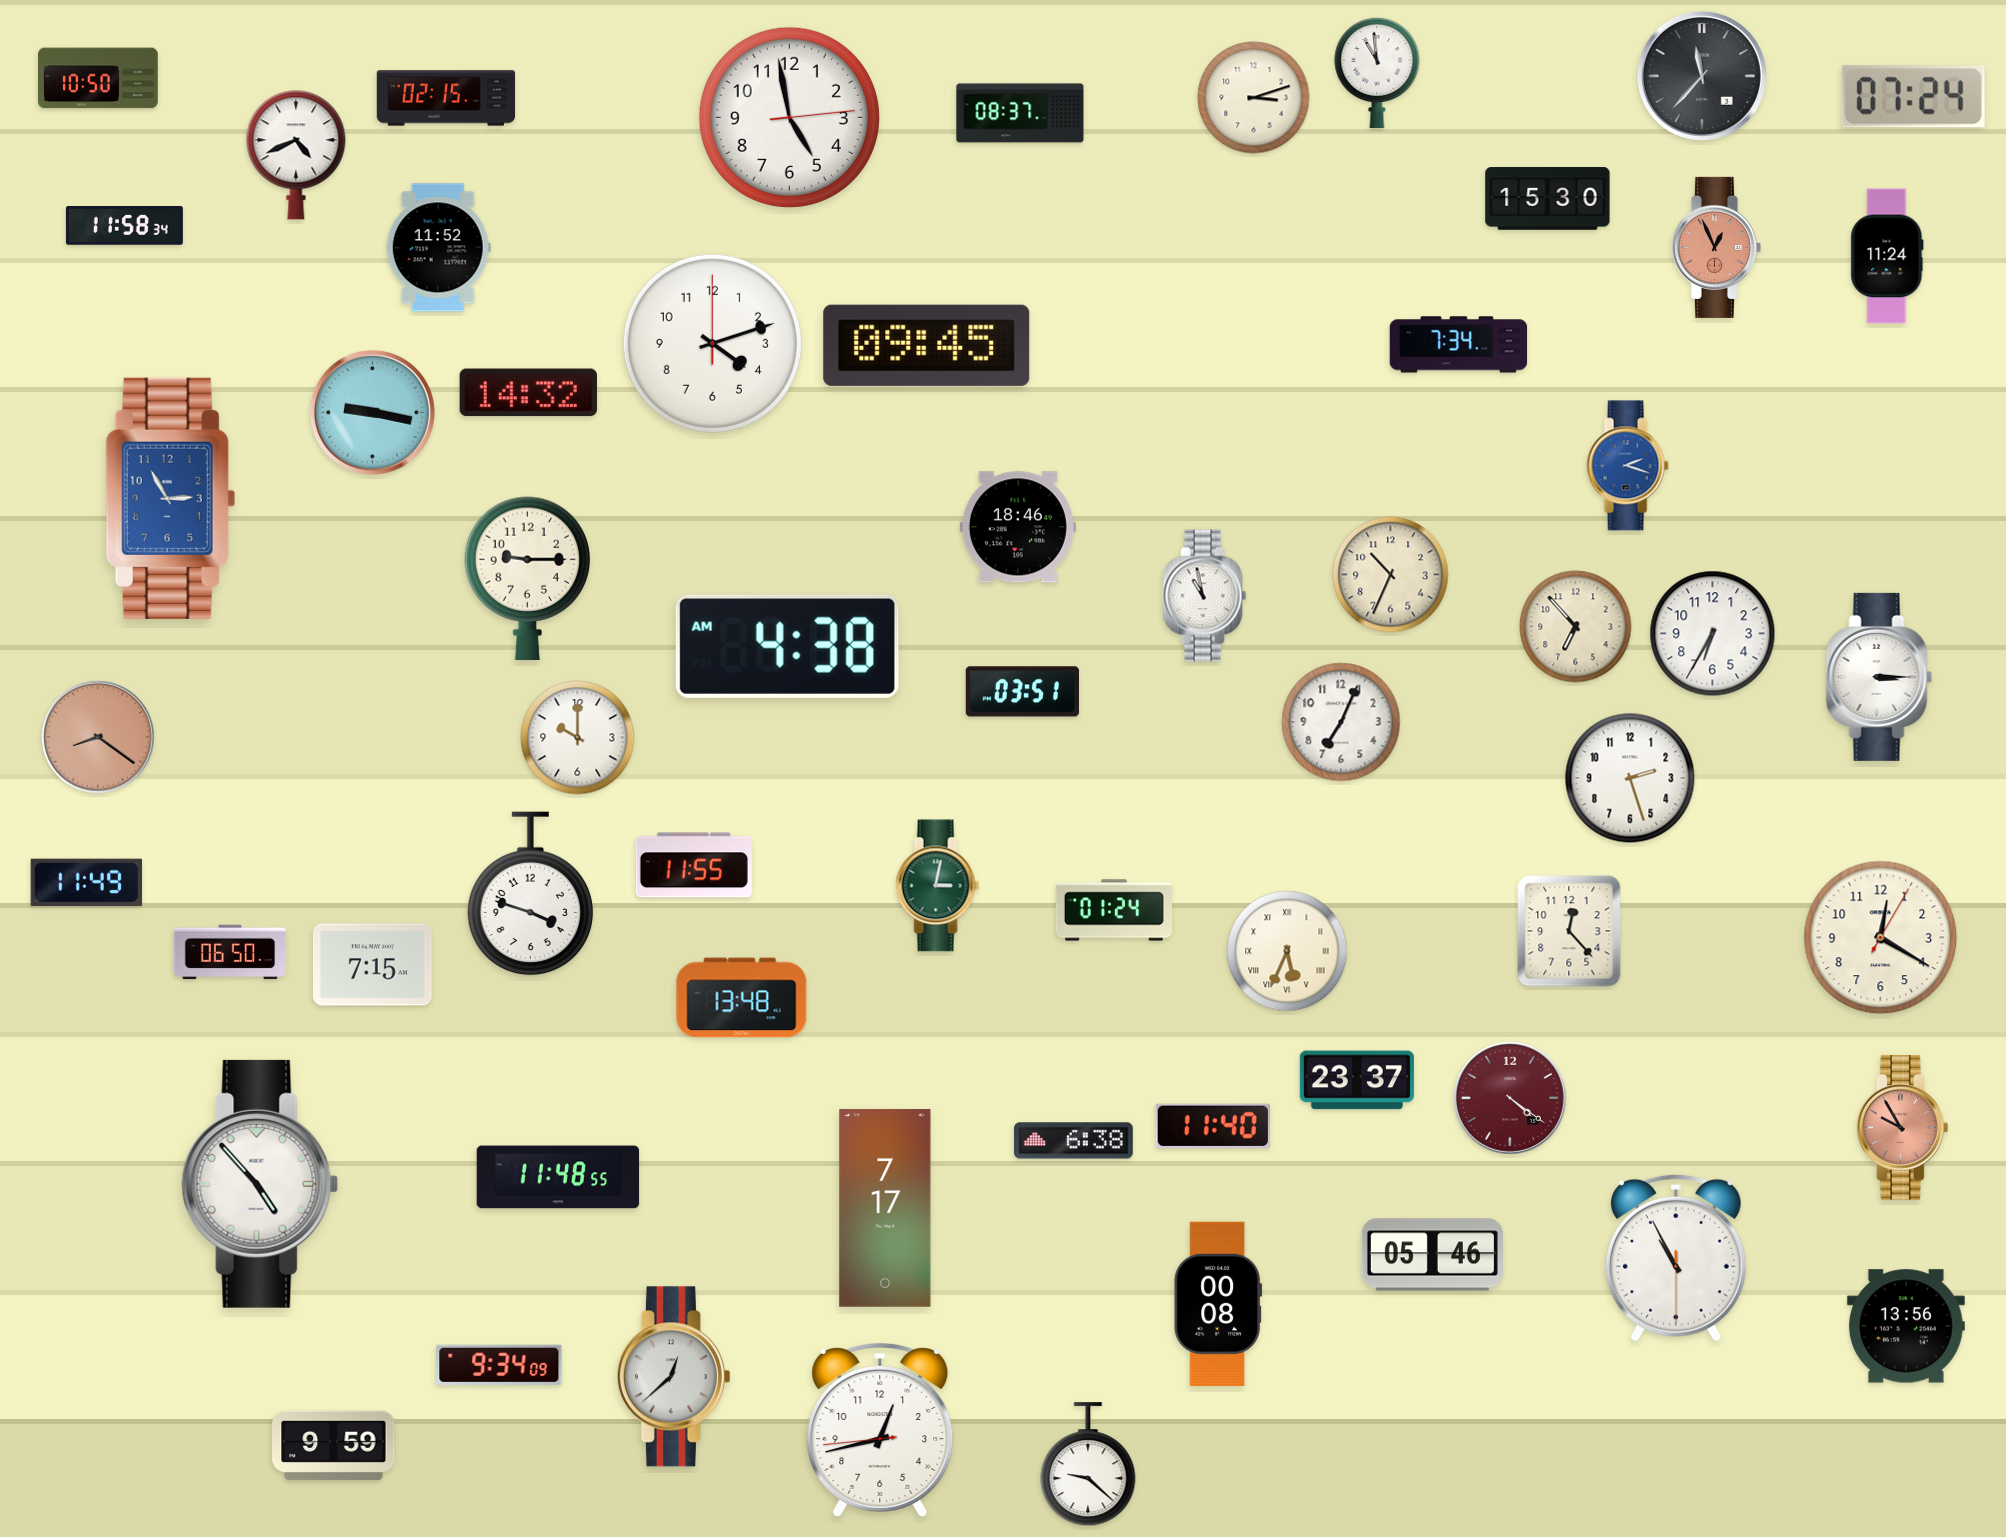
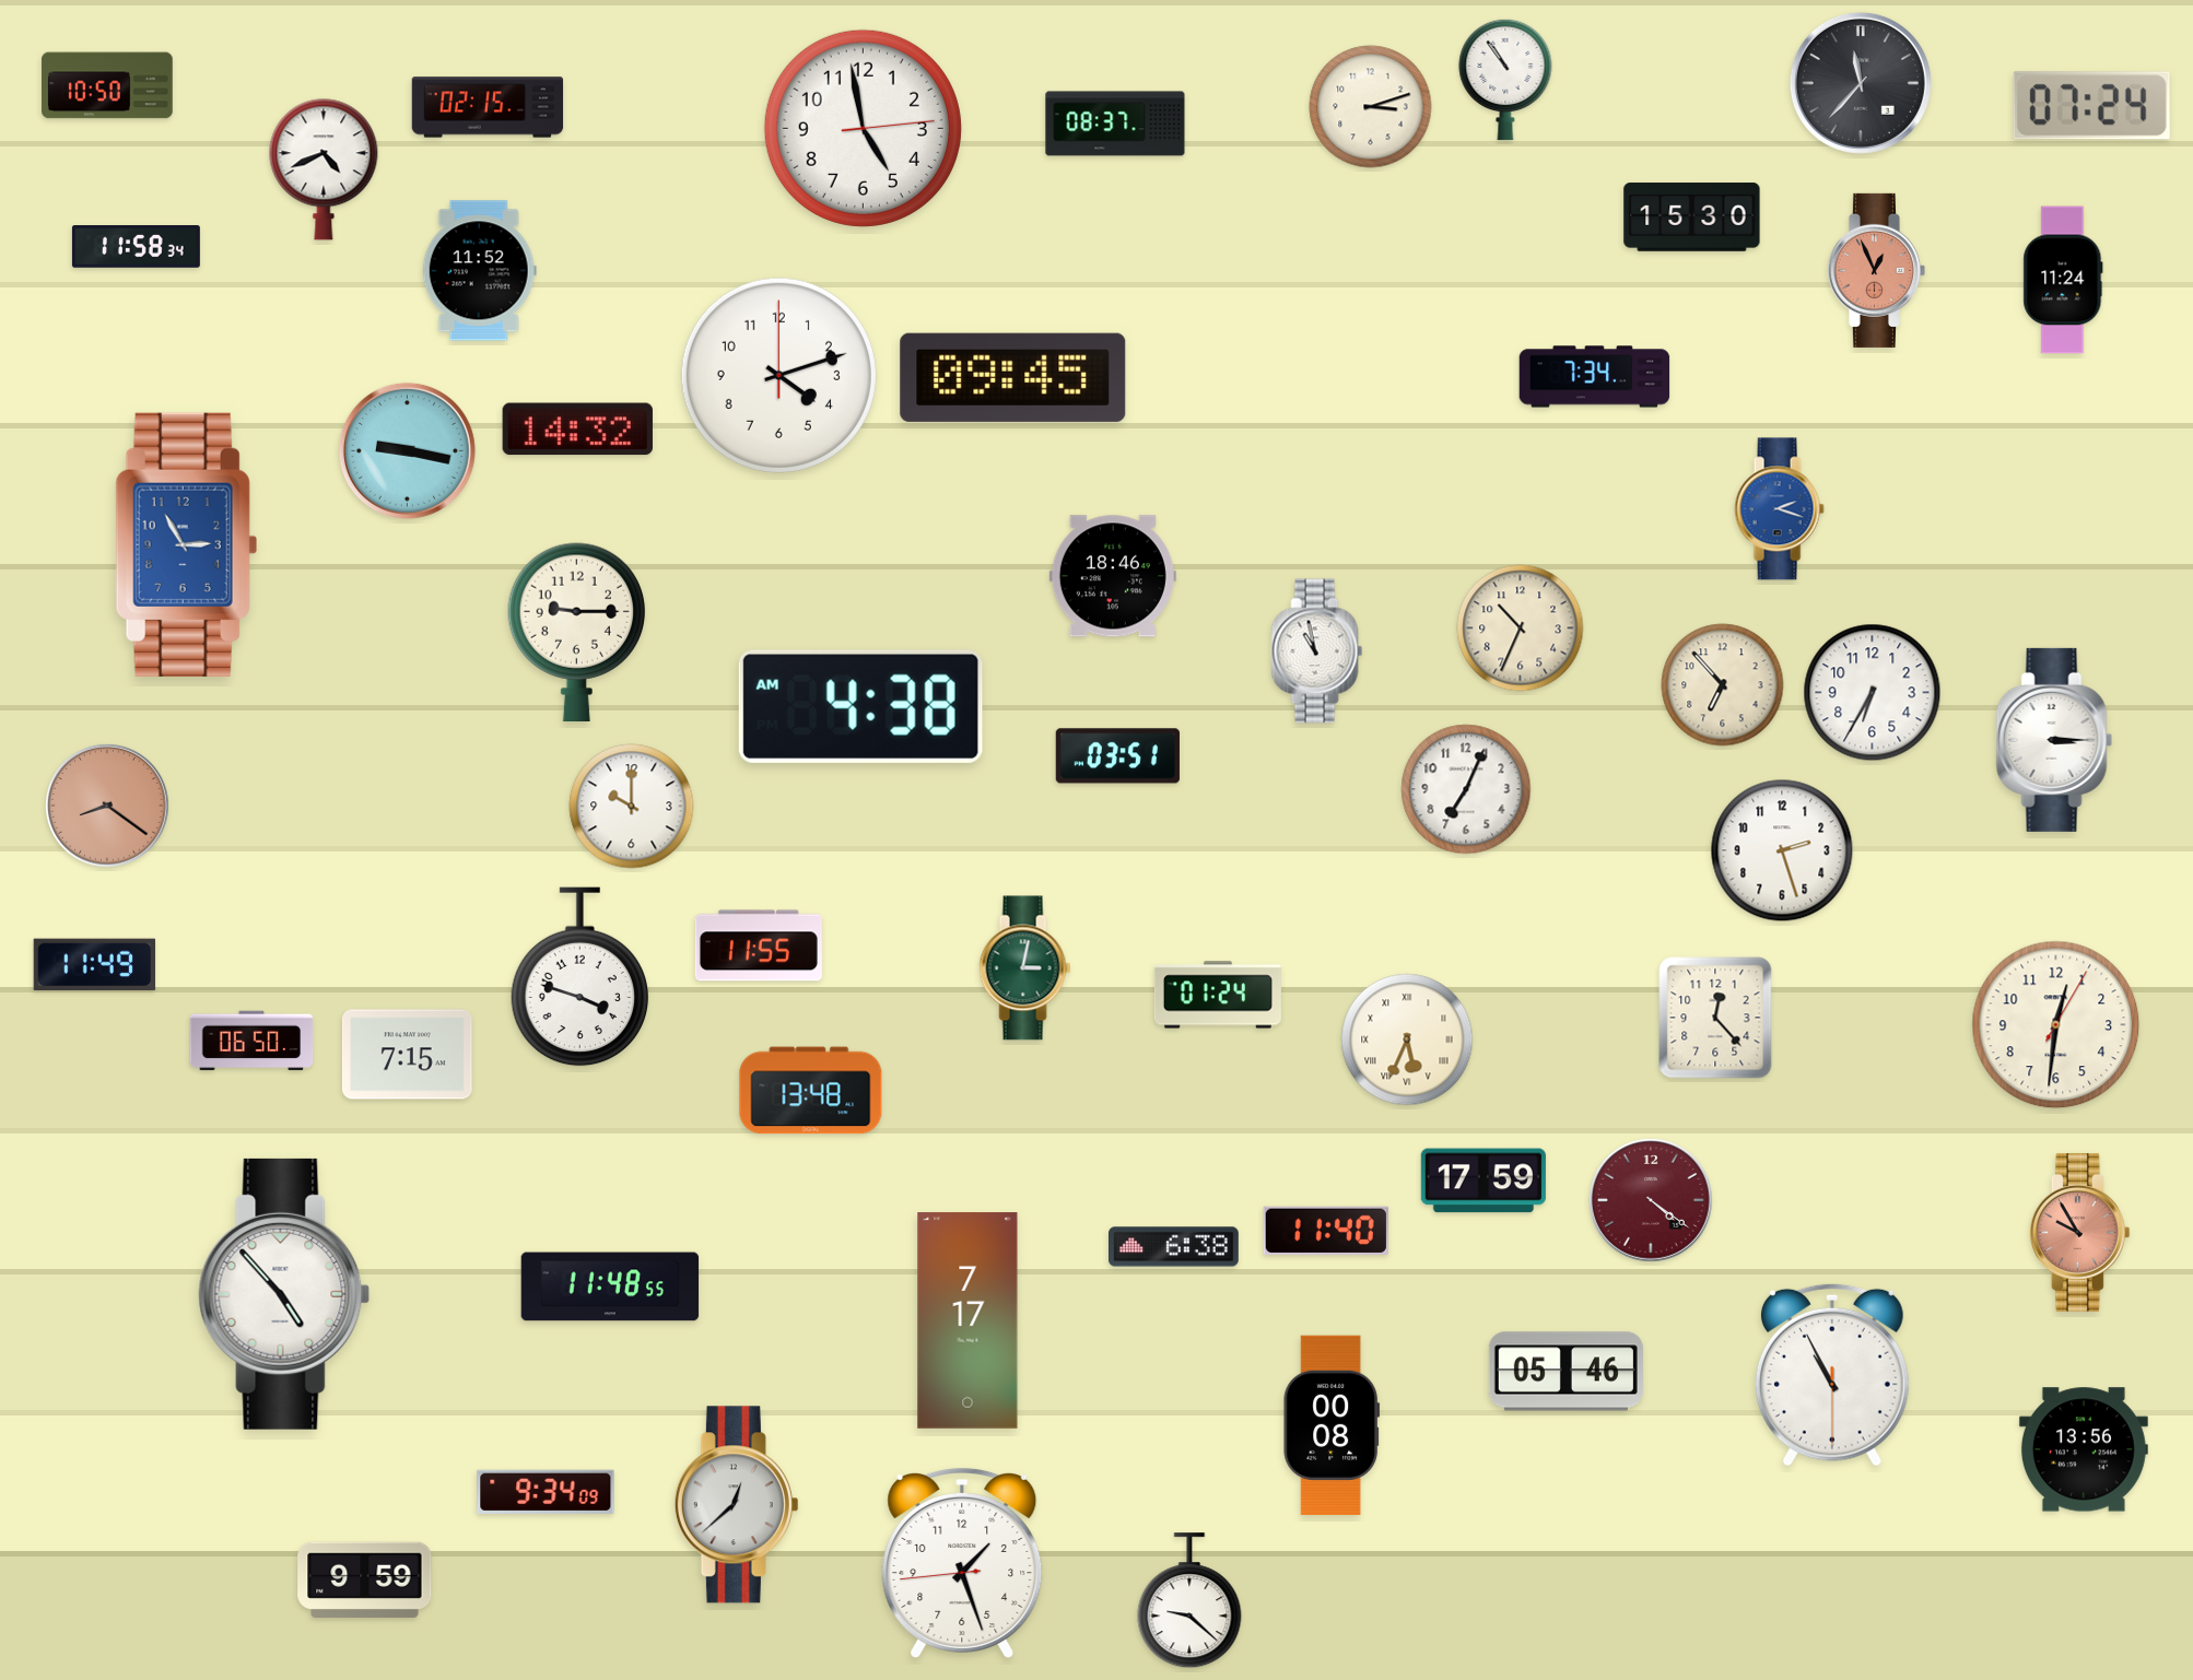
clock at (1377, 73): 10:59 -> 10:54
clock at (1881, 938): 12:20 -> 12:31
clock at (1357, 1080): 23:37 -> 17:59
clock at (880, 1430): 12:42 -> 1:26
